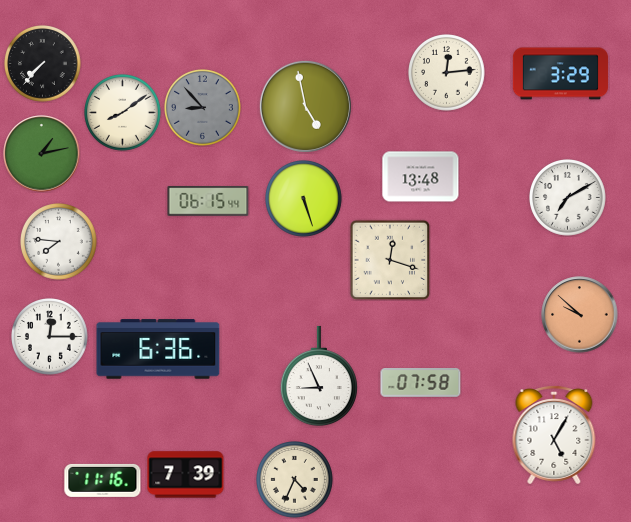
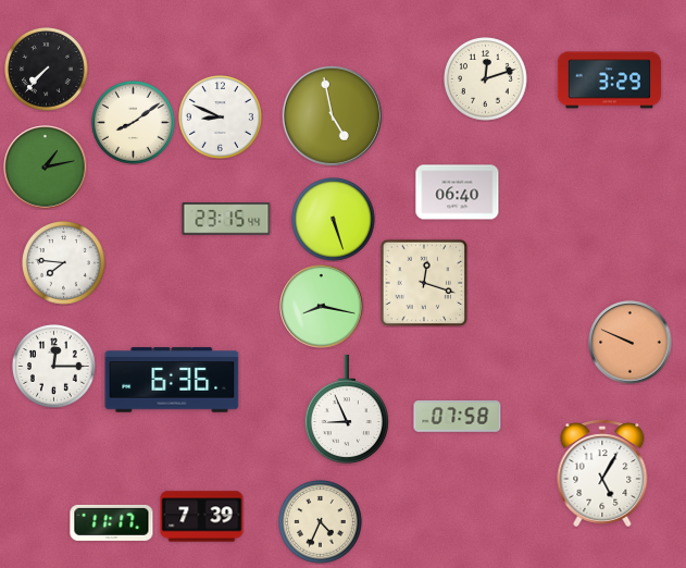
clock at (447, 73): 12:14 -> 12:12
clock at (203, 108): 8:53 -> 8:49
clock at (203, 108) dial: grey -> white
clock at (421, 177): 13:48 -> 06:40
clock at (568, 198): 7:10 -> none
clock at (304, 199) position: (304, 199) -> (334, 220)
clock at (208, 201): 06:15 -> 23:15
clock at (322, 307): none -> 8:17
clock at (580, 315): 9:52 -> 9:49
clock at (103, 480): 11:16 -> 11:17
